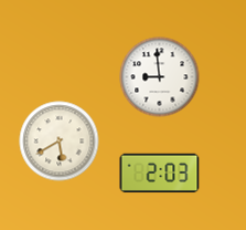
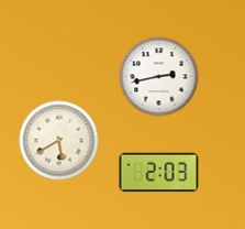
clock at (160, 77): 8:59 -> 2:43
